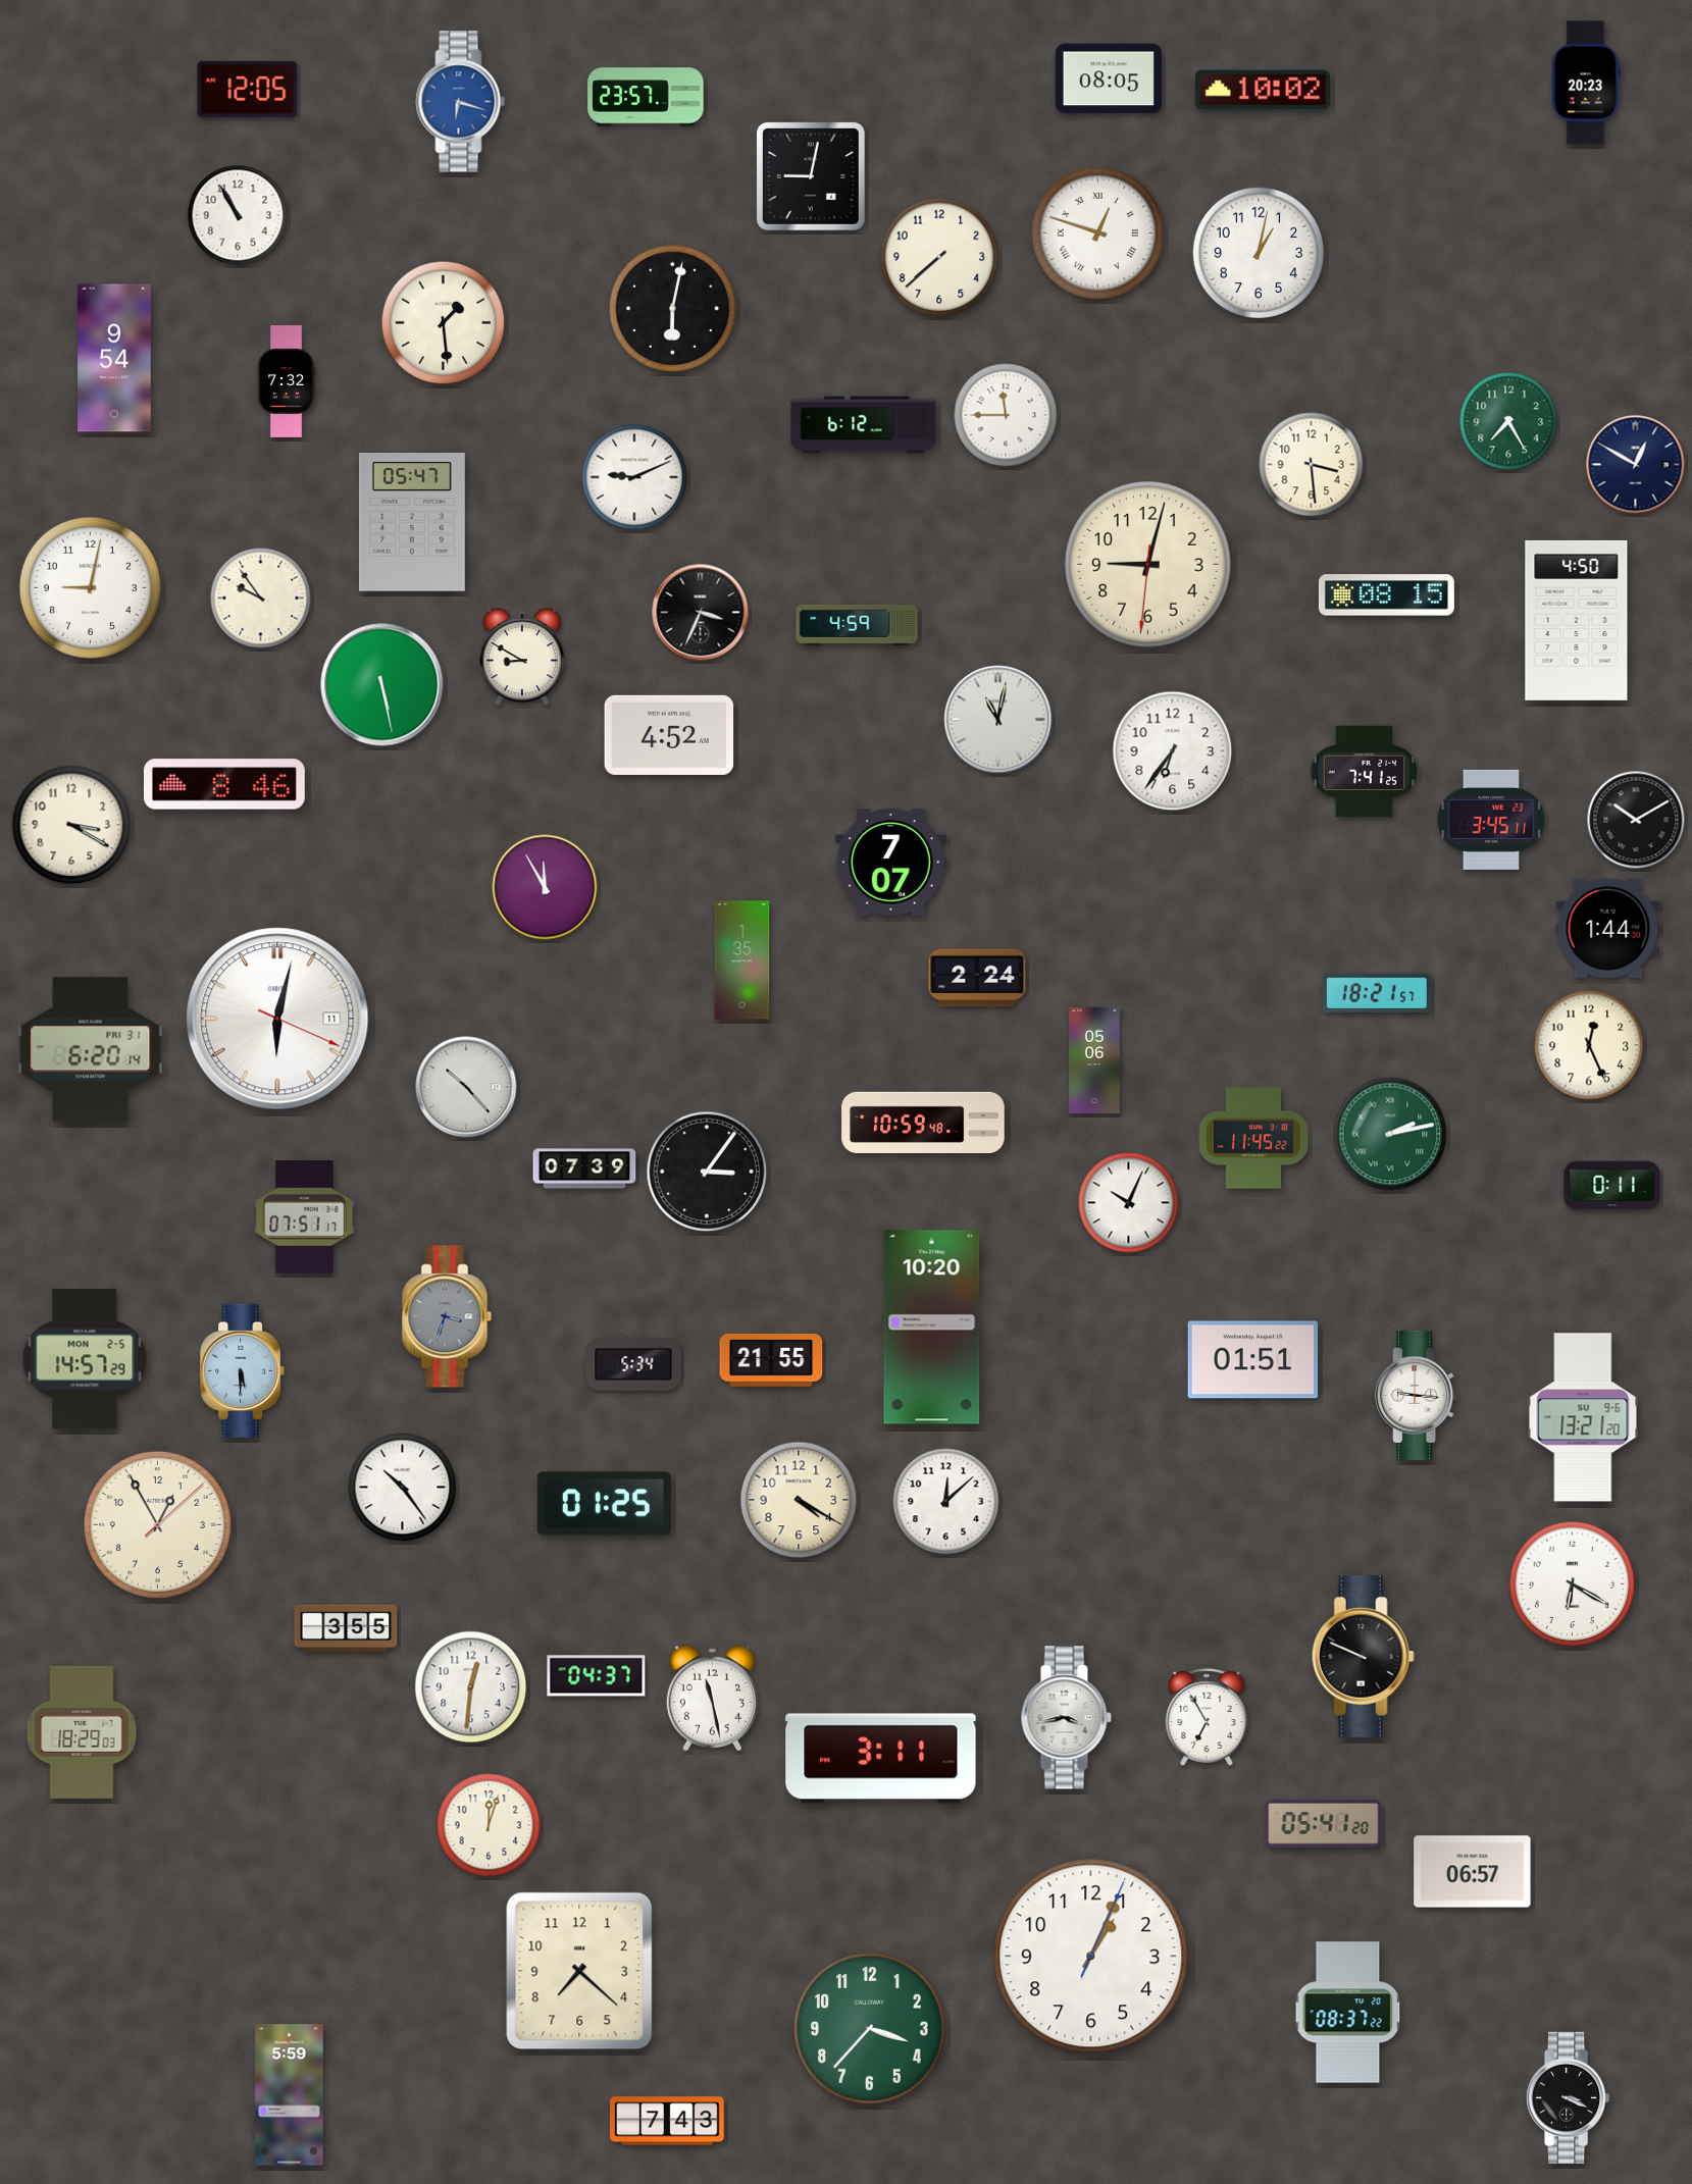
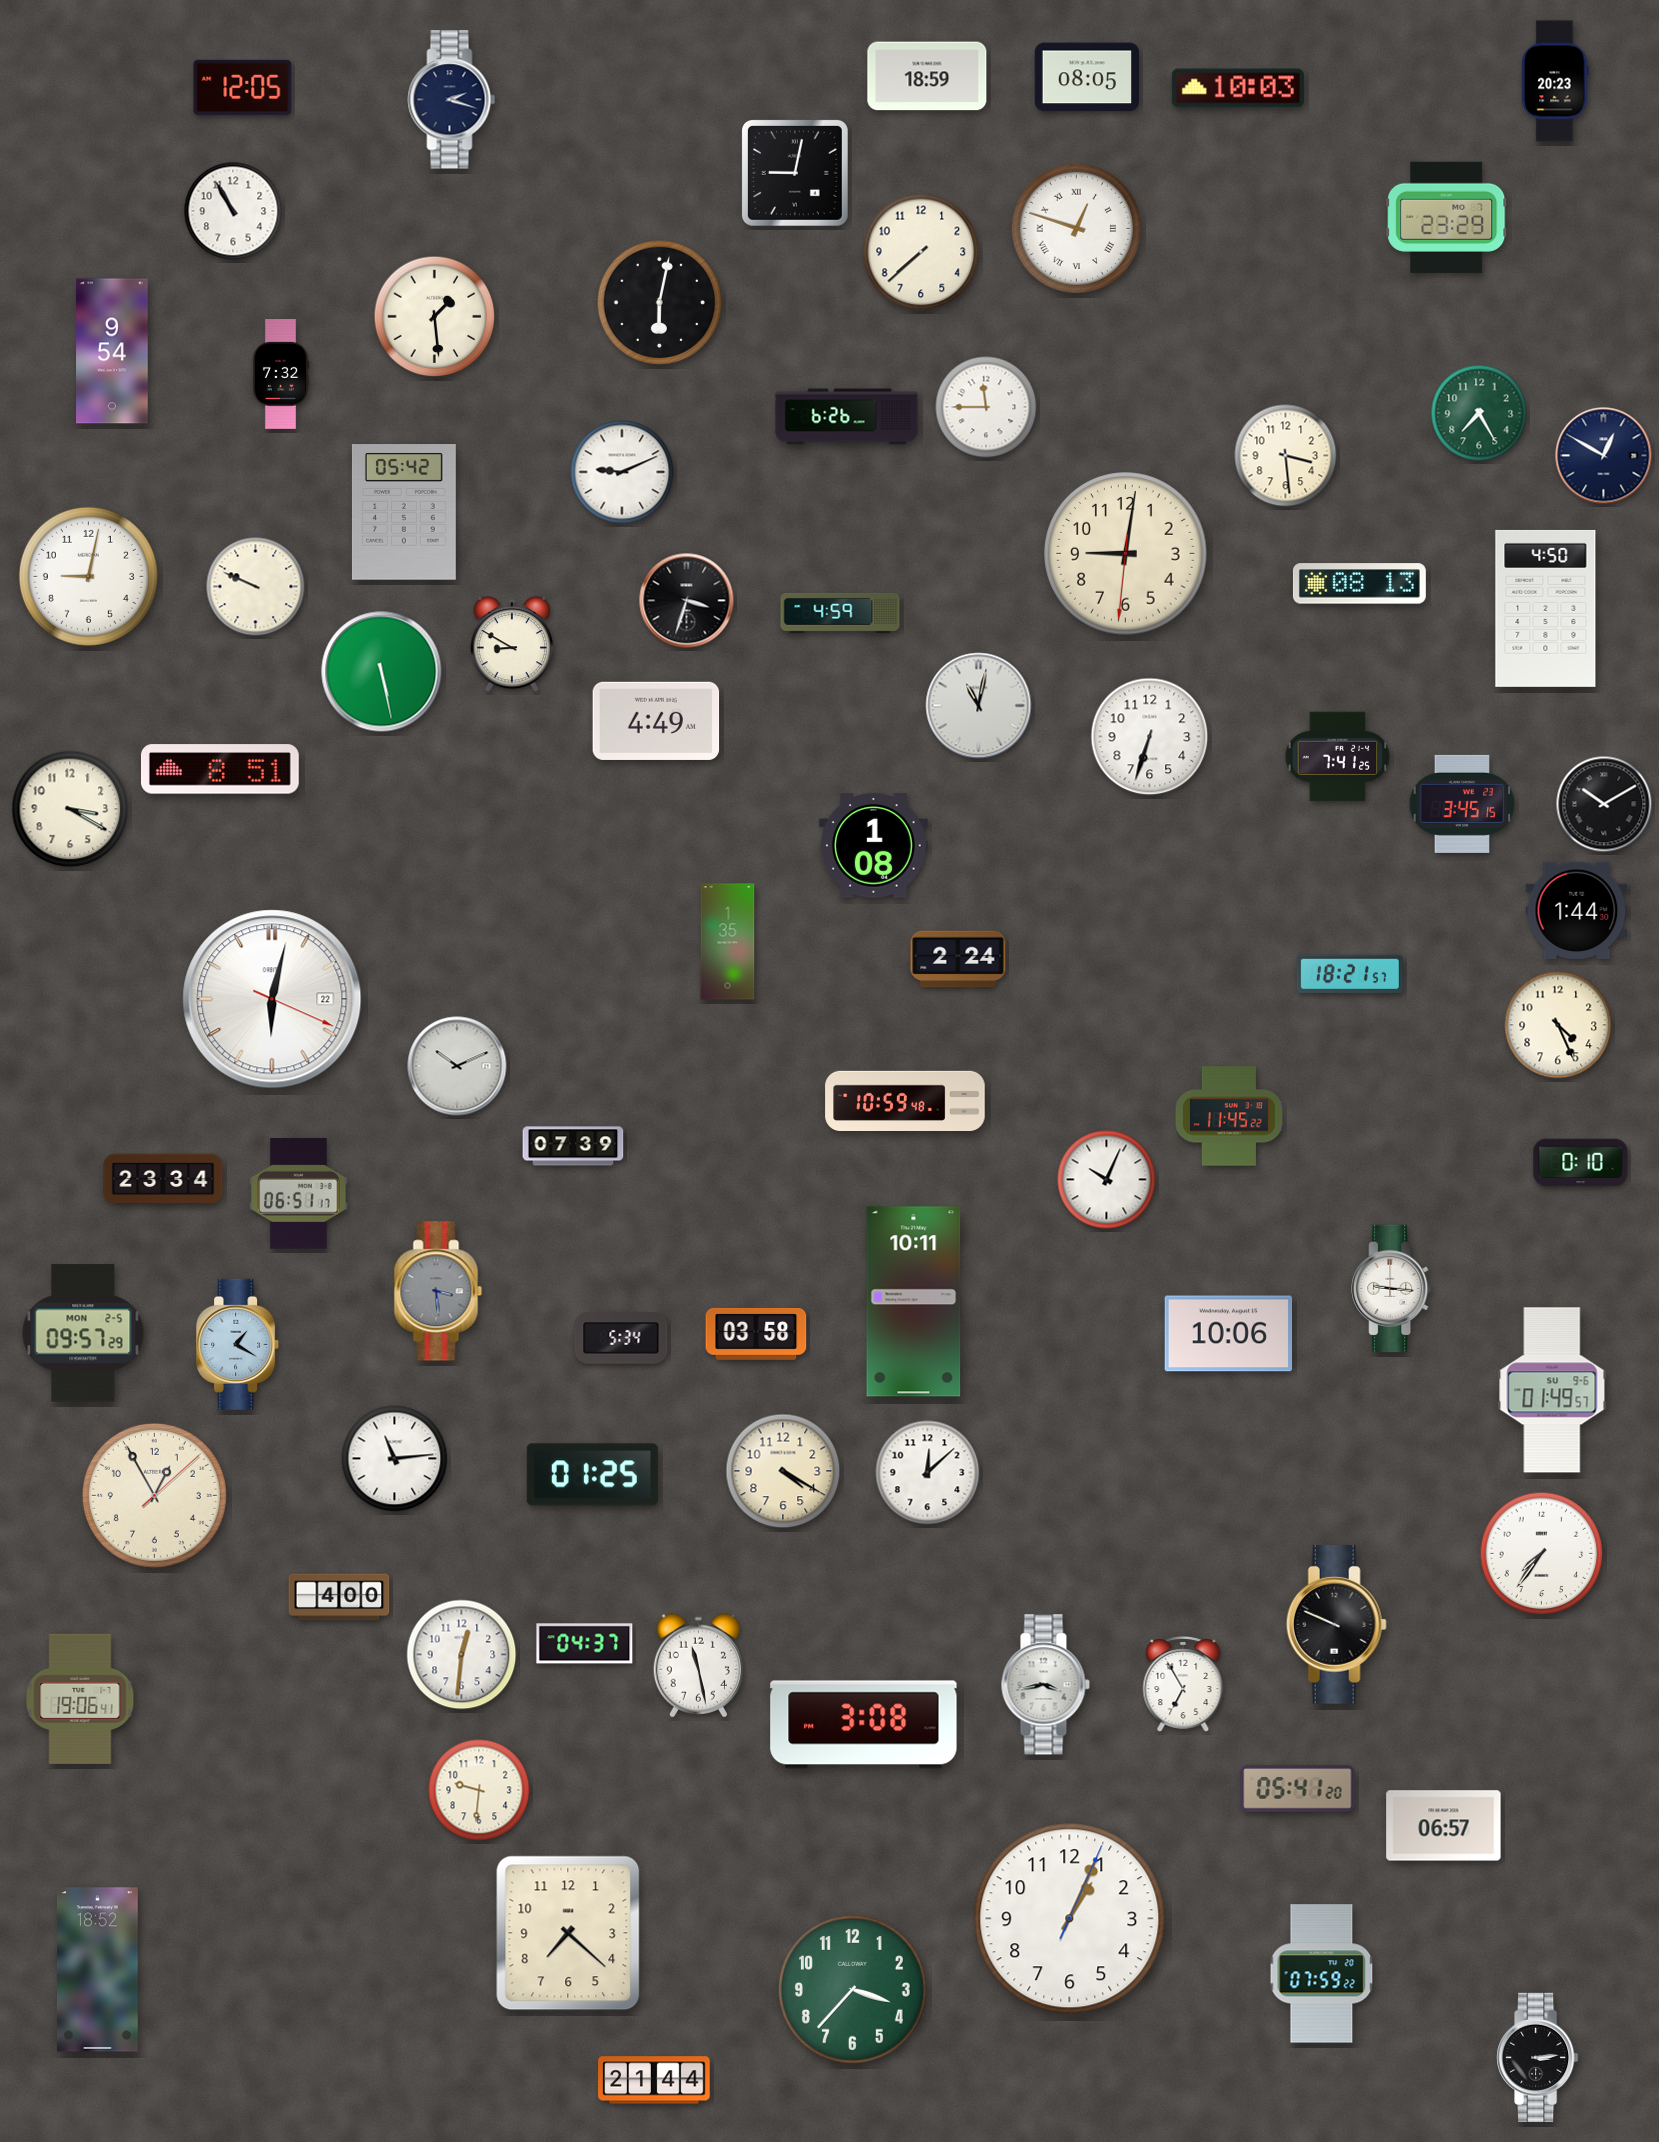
clock at (927, 76): none -> 18:59
clock at (1263, 90): 10:02 -> 10:03
clock at (646, 97): 23:57 -> none
clock at (461, 102): 6:18 -> 2:18
clock at (461, 102) dial: blue -> navy
clock at (1447, 217): none -> 23:29
clock at (1258, 252): 1:02 -> none
clock at (864, 425): 6:12 -> 6:26
clock at (634, 477) position: (634, 477) -> (622, 472)
clock at (412, 522): 05:47 -> 05:42
clock at (1148, 565): 9:02 -> 9:01
clock at (1386, 595): 08:15 -> 08:13
clock at (261, 599): 9:54 -> 9:49
clock at (701, 613): 3:34 -> 3:33
clock at (382, 685) position: (382, 685) -> (382, 672)
clock at (669, 735): 4:52 -> 4:49
clock at (1173, 751): 6:36 -> 6:33
clock at (224, 784): 8:46 -> 8:51
clock at (1491, 820): 3:45:11 -> 3:45:15
clock at (890, 863): 7:07 -> 1:08
clock at (545, 887): 11:55 -> none
clock at (277, 1019) date: 11 -> 22
clock at (1589, 1045): 12:26 -> 4:26
clock at (91, 1050): 6:20 -> none
clock at (1094, 1060): 05:06 -> none
clock at (466, 1087): 10:23 -> 10:11
clock at (1390, 1134): 2:13 -> none
clock at (707, 1172): 3:06 -> none
clock at (1612, 1186): 0:11 -> 0:10
clock at (163, 1179): none -> 23:34
clock at (305, 1217): 07:51 -> 06:51
clock at (447, 1316): 3:33 -> 3:29
clock at (932, 1328): 10:20 -> 10:11
clock at (85, 1359): 14:57 -> 09:57
clock at (771, 1360): 21:55 -> 03:58
clock at (1253, 1360): 01:51 -> 10:06
clock at (243, 1370): 5:30 -> 1:20
clock at (1417, 1396) position: (1417, 1396) -> (1392, 1289)
clock at (1583, 1417): 13:21 -> 01:49
clock at (403, 1488): 10:24 -> 11:14
clock at (1573, 1584): 6:20 -> 7:36
clock at (346, 1628): 3:55 -> 4:00
clock at (82, 1732): 18:29 -> 19:06
clock at (881, 1759): 3:11 -> 3:08
clock at (489, 1825): 12:03 -> 9:31
clock at (1473, 1872) position: (1473, 1872) -> (1444, 1826)
clock at (97, 1970): none -> 18:52
clock at (1348, 2013): 08:37 -> 07:59
clock at (290, 2095): 5:59 -> none
clock at (1569, 2097): 3:19 -> 3:14
clock at (667, 2121): 7:43 -> 21:44
